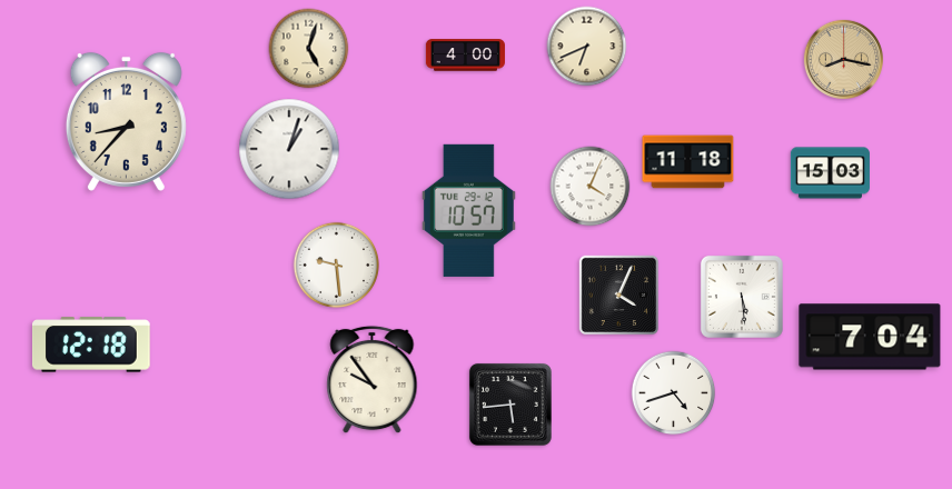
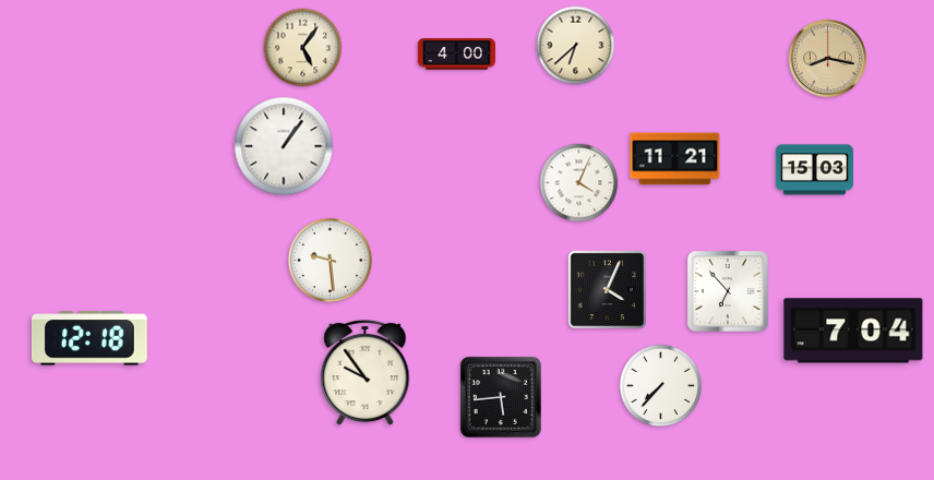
clock at (587, 47): 6:41 -> 6:38
clock at (309, 49): 5:03 -> 5:06
clock at (126, 121): 8:37 -> none
clock at (289, 149): 1:03 -> 1:06
clock at (688, 162): 11:18 -> 11:21
clock at (468, 210): 10:57 -> none
clock at (742, 297): 5:29 -> 6:53
clock at (674, 393): 4:42 -> 7:37
